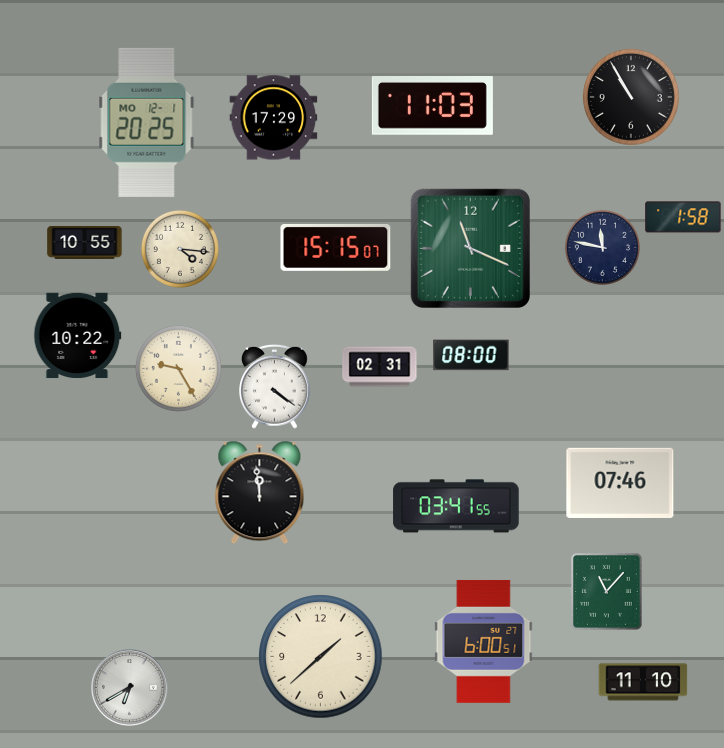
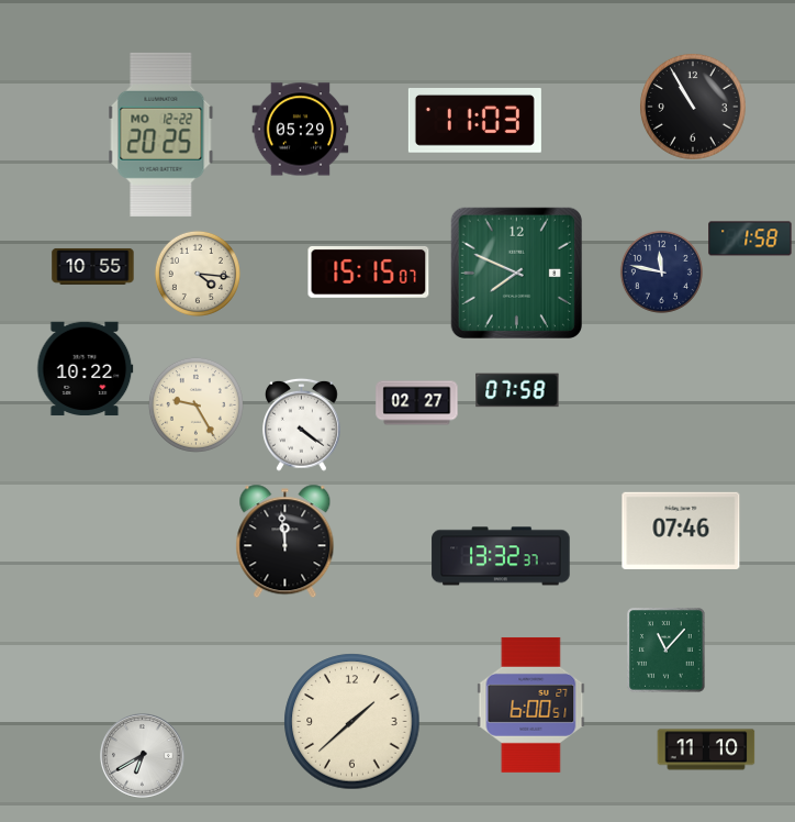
clock at (432, 106) position: (432, 106) -> (474, 121)
clock at (274, 118): 17:29 -> 05:29
clock at (147, 122) date: MO 12-1 -> MO 12-22
clock at (470, 248): 11:19 -> 7:49
clock at (471, 355): 08:00 -> 07:58
clock at (380, 367): 02:31 -> 02:27
clock at (456, 506): 03:41 -> 13:32
